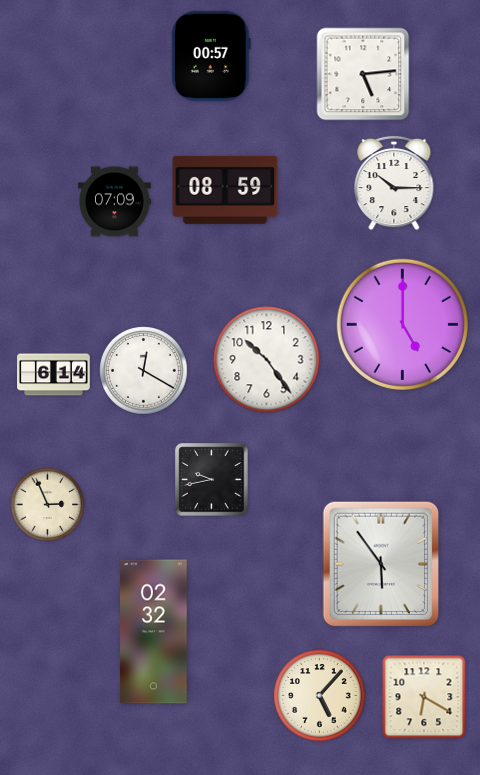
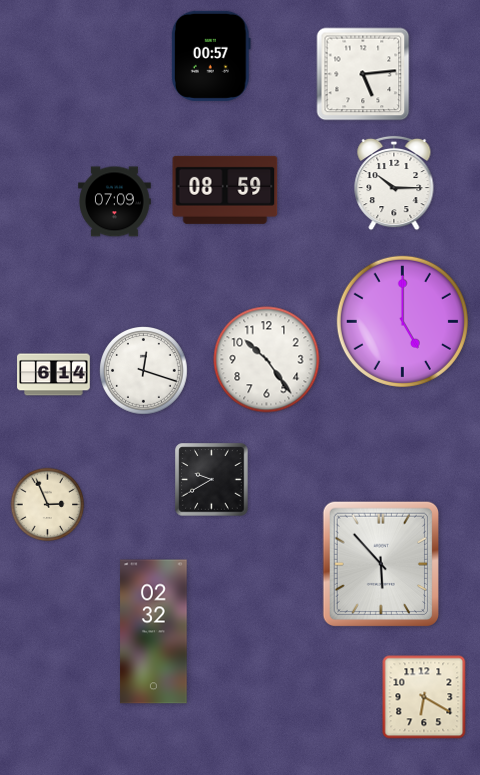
clock at (402, 324) position: (402, 324) -> (402, 321)
clock at (144, 371): 12:20 -> 12:18
clock at (212, 480): 9:43 -> 9:40
clock at (380, 564): 5:54 -> 5:53
clock at (320, 696): 5:07 -> none
